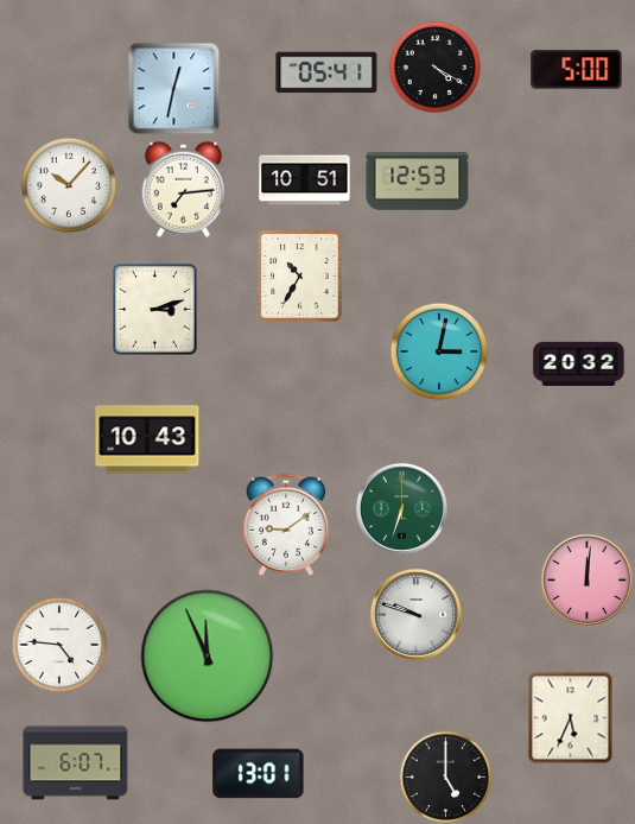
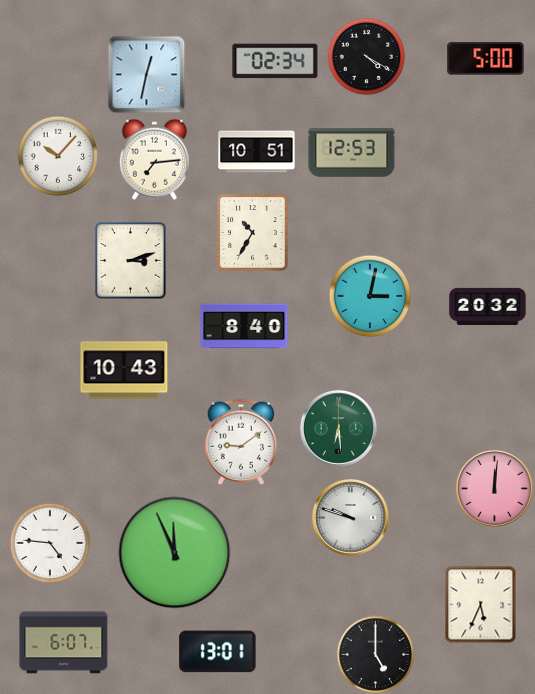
clock at (326, 72): 05:41 -> 02:34
clock at (244, 326): none -> 8:40
clock at (401, 508): 6:33 -> 6:29
